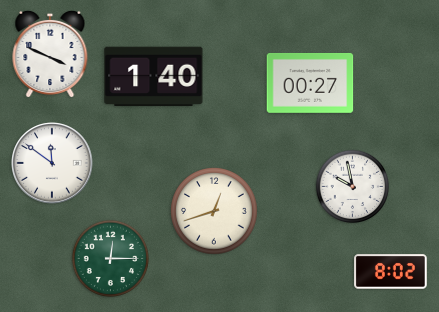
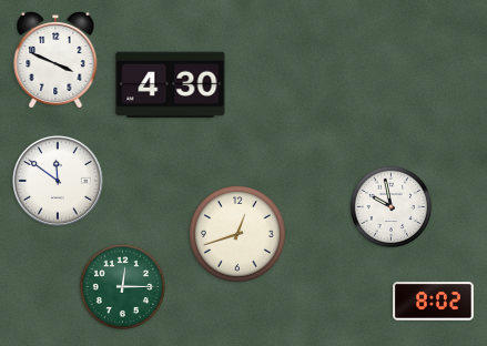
clock at (154, 77): 1:40 -> 4:30
clock at (310, 83): 00:27 -> none
